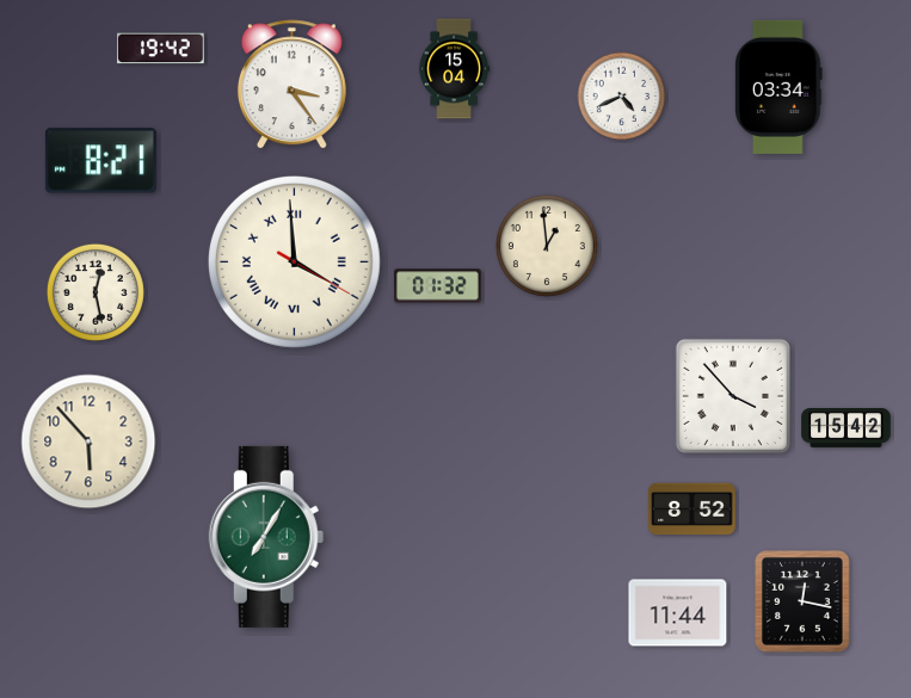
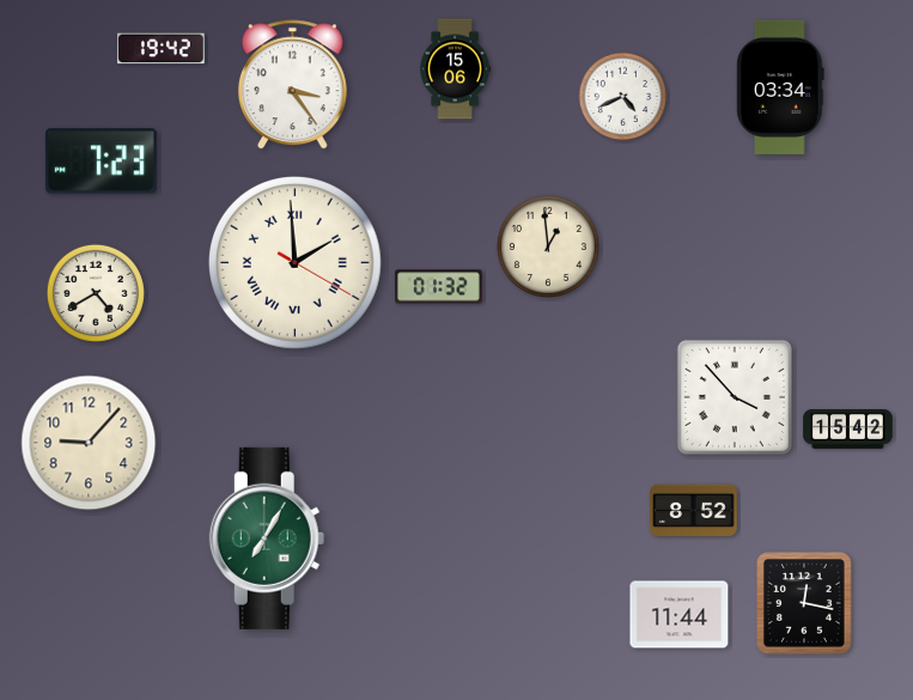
clock at (454, 69): 15:04 -> 15:06
clock at (100, 161): 8:21 -> 7:23
clock at (294, 261): 3:59 -> 1:59
clock at (96, 292): 12:28 -> 4:40
clock at (88, 441): 5:53 -> 9:07
